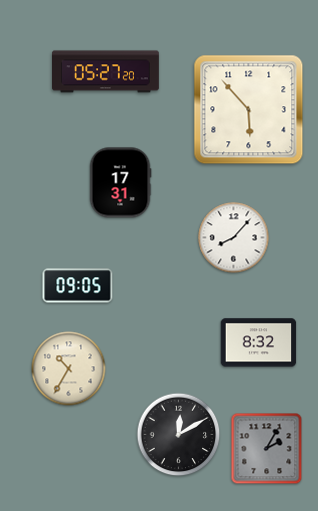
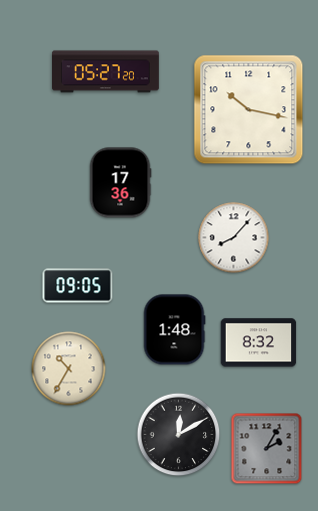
clock at (249, 110): 5:53 -> 10:17
clock at (120, 183): 17:31 -> 17:36
clock at (174, 330): none -> 1:48
